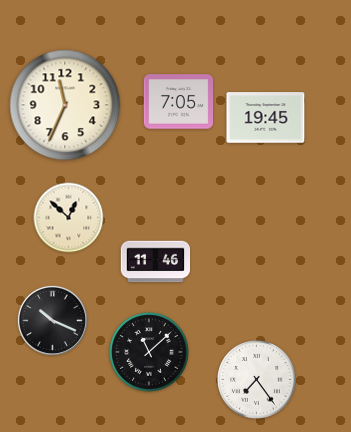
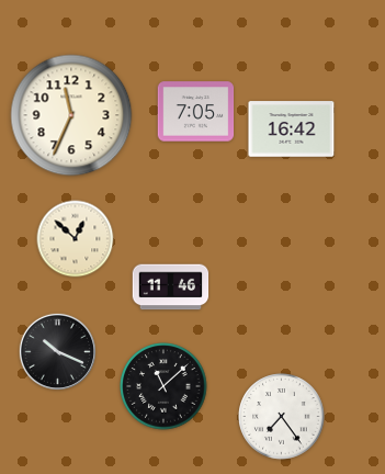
clock at (266, 118): 19:45 -> 16:42
